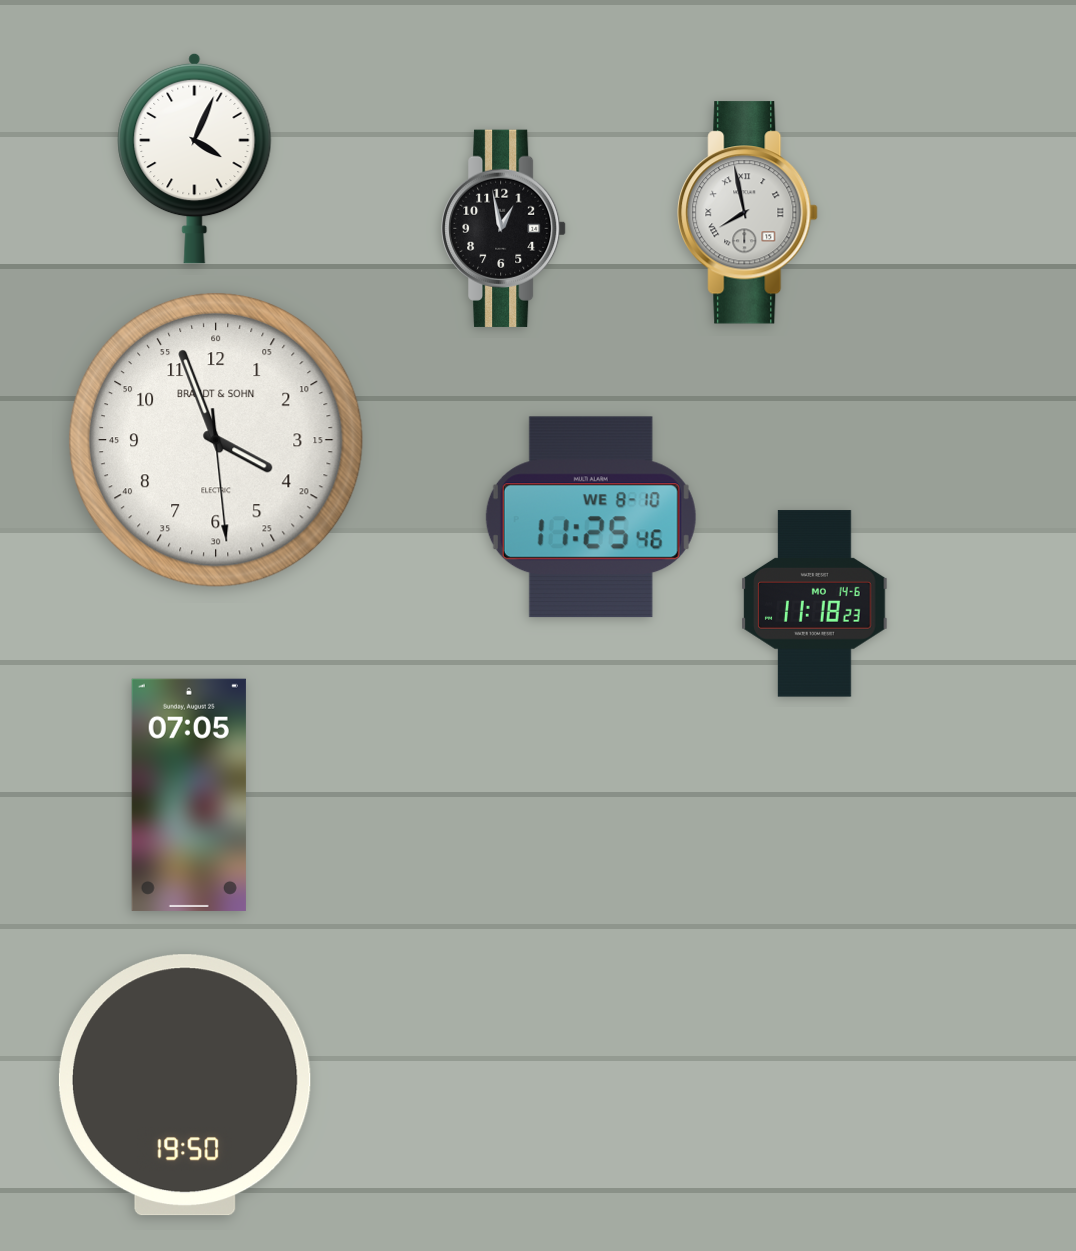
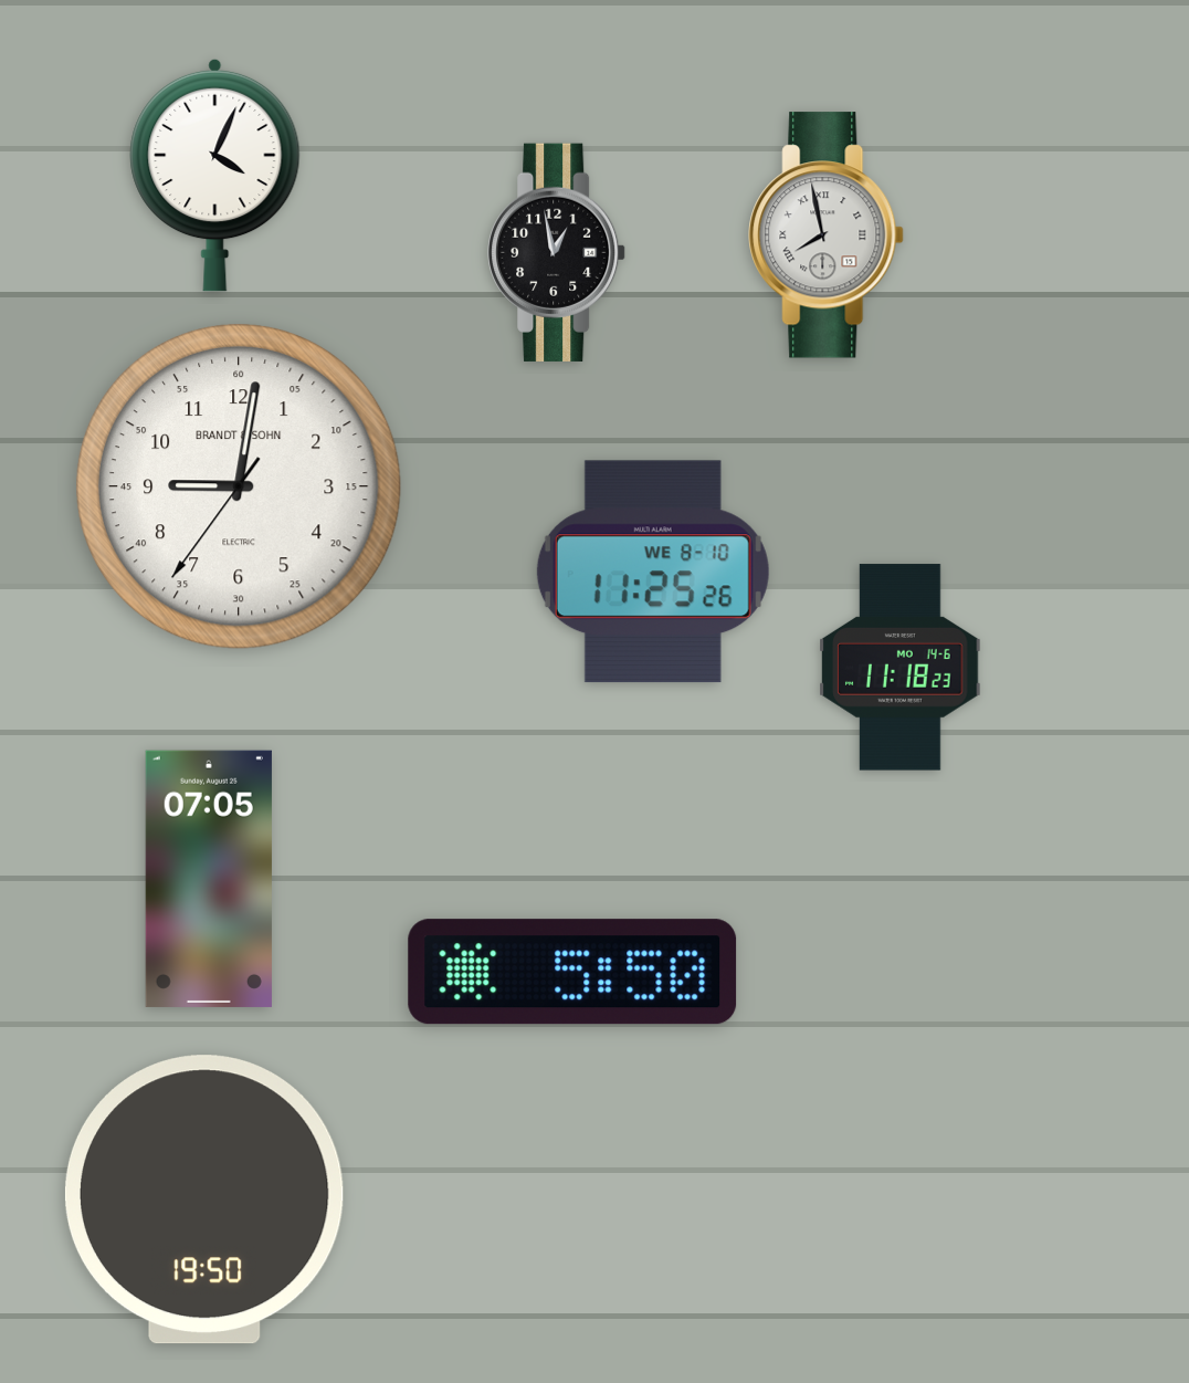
clock at (216, 440): 3:56 -> 9:01
clock at (591, 517): 11:25:46 -> 11:25:26
clock at (572, 972): none -> 5:50
